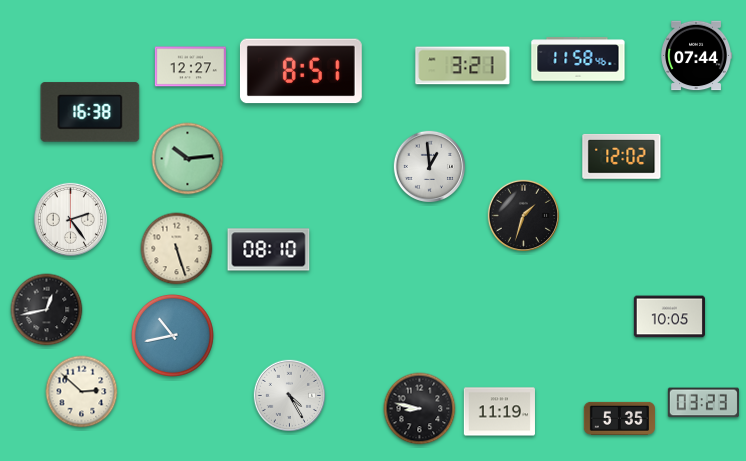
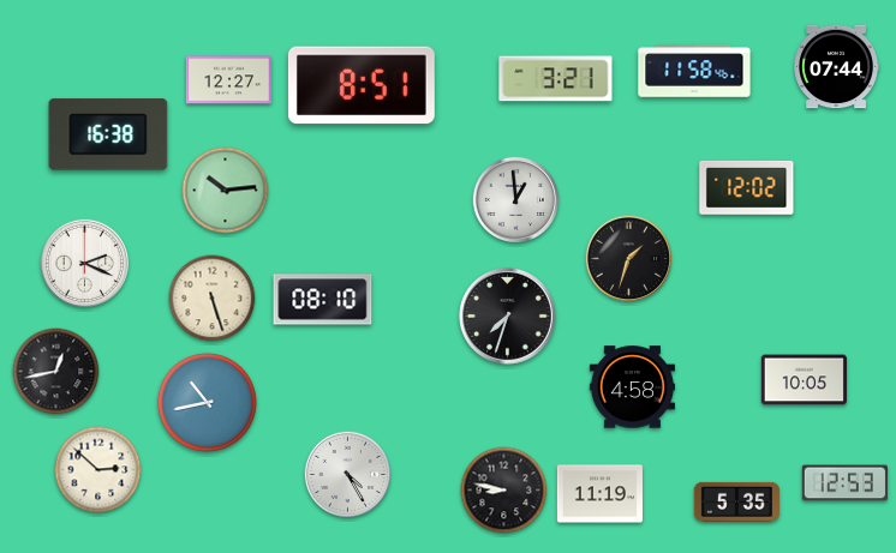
clock at (70, 219): 2:24 -> 2:19
clock at (508, 317): none -> 7:33
clock at (632, 387): none -> 4:58
clock at (703, 403): 03:23 -> 12:53
clock at (619, 418) position: (619, 418) -> (736, 501)
